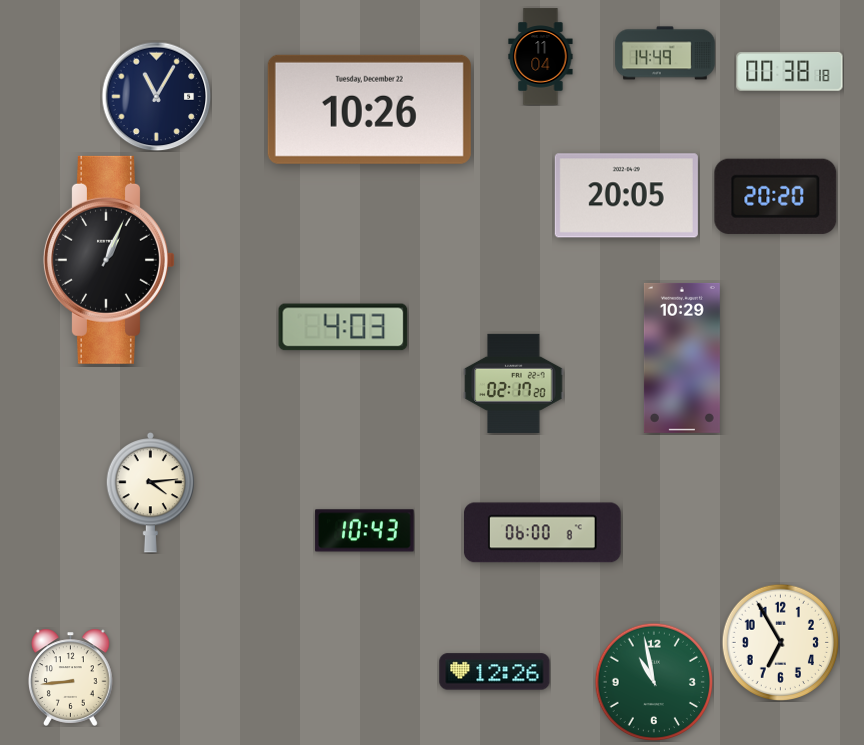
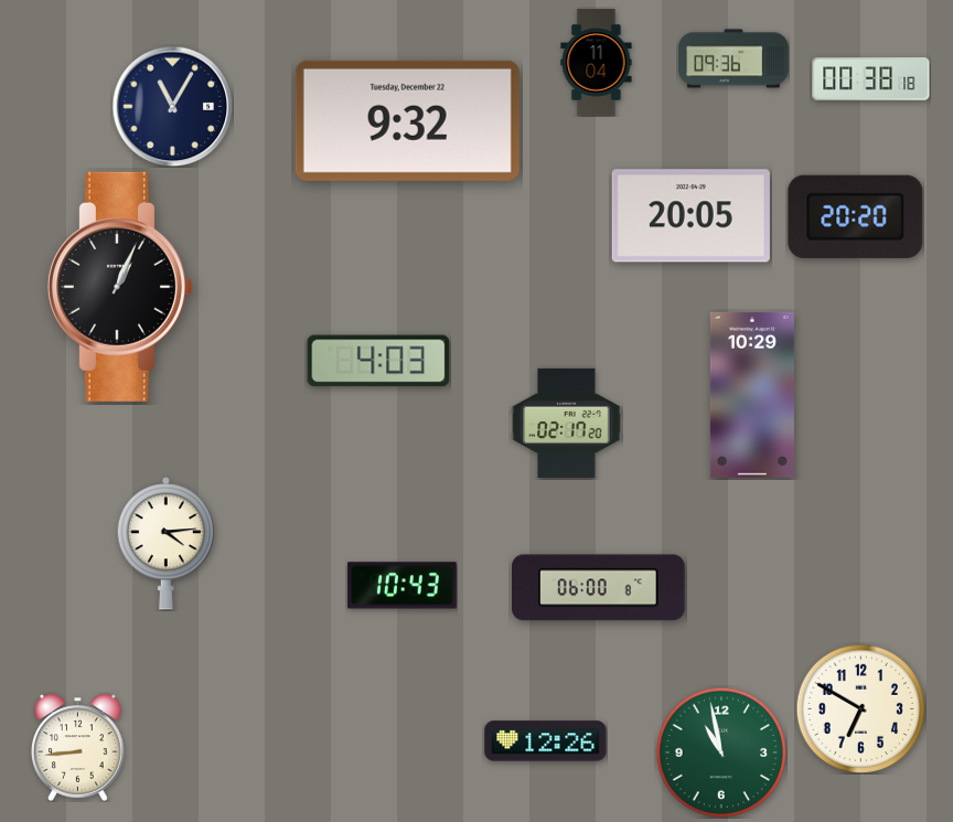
clock at (665, 53): 14:49 -> 09:36
clock at (369, 109): 10:26 -> 9:32
clock at (780, 642): 6:55 -> 6:50
